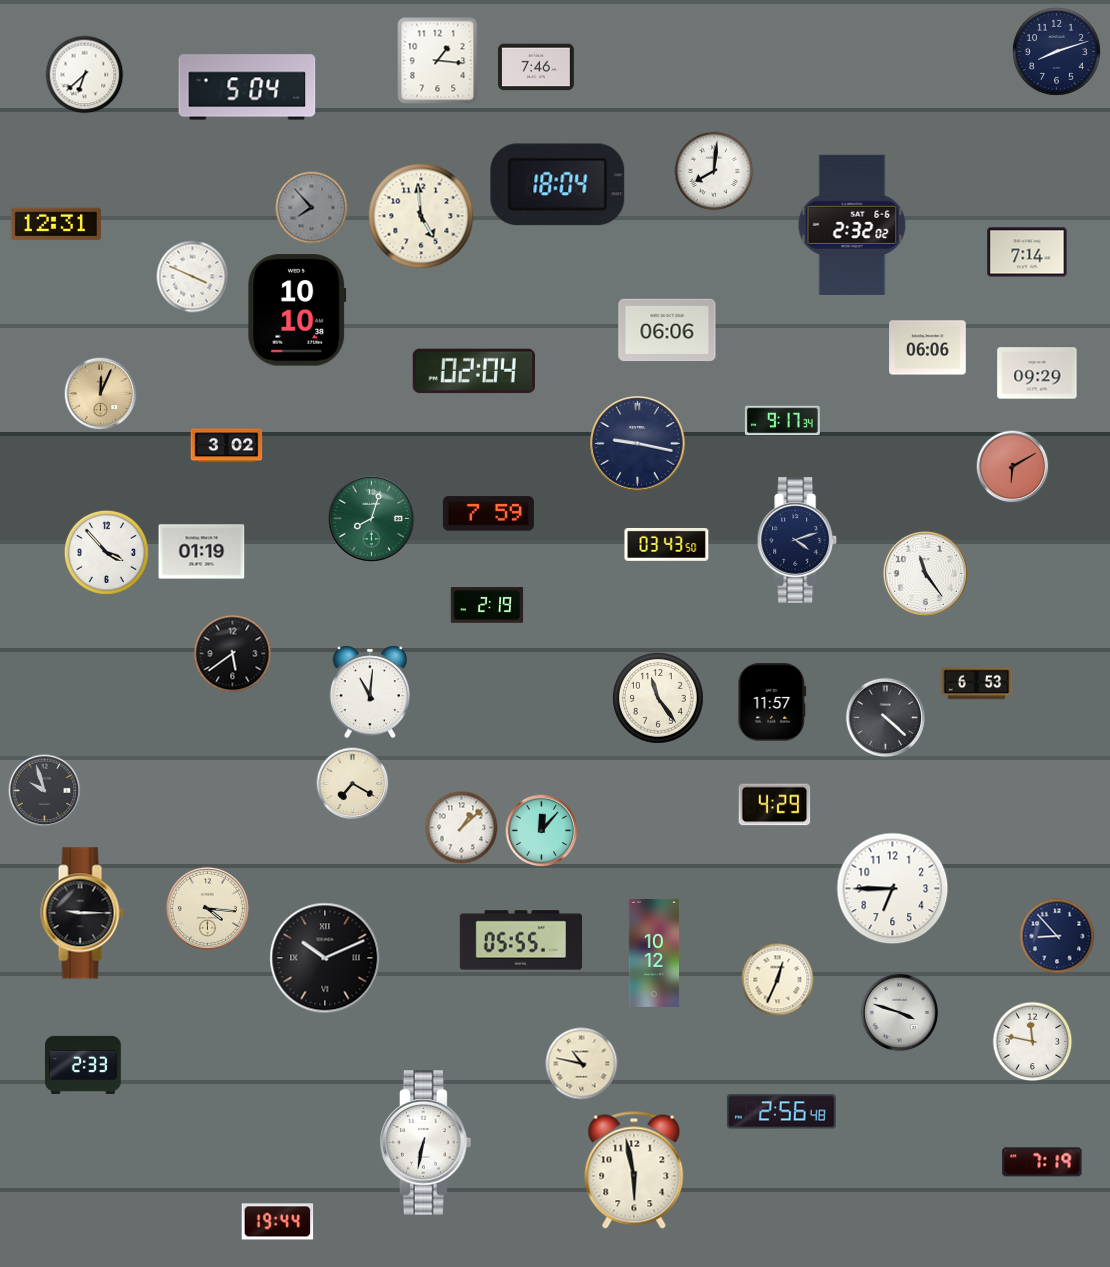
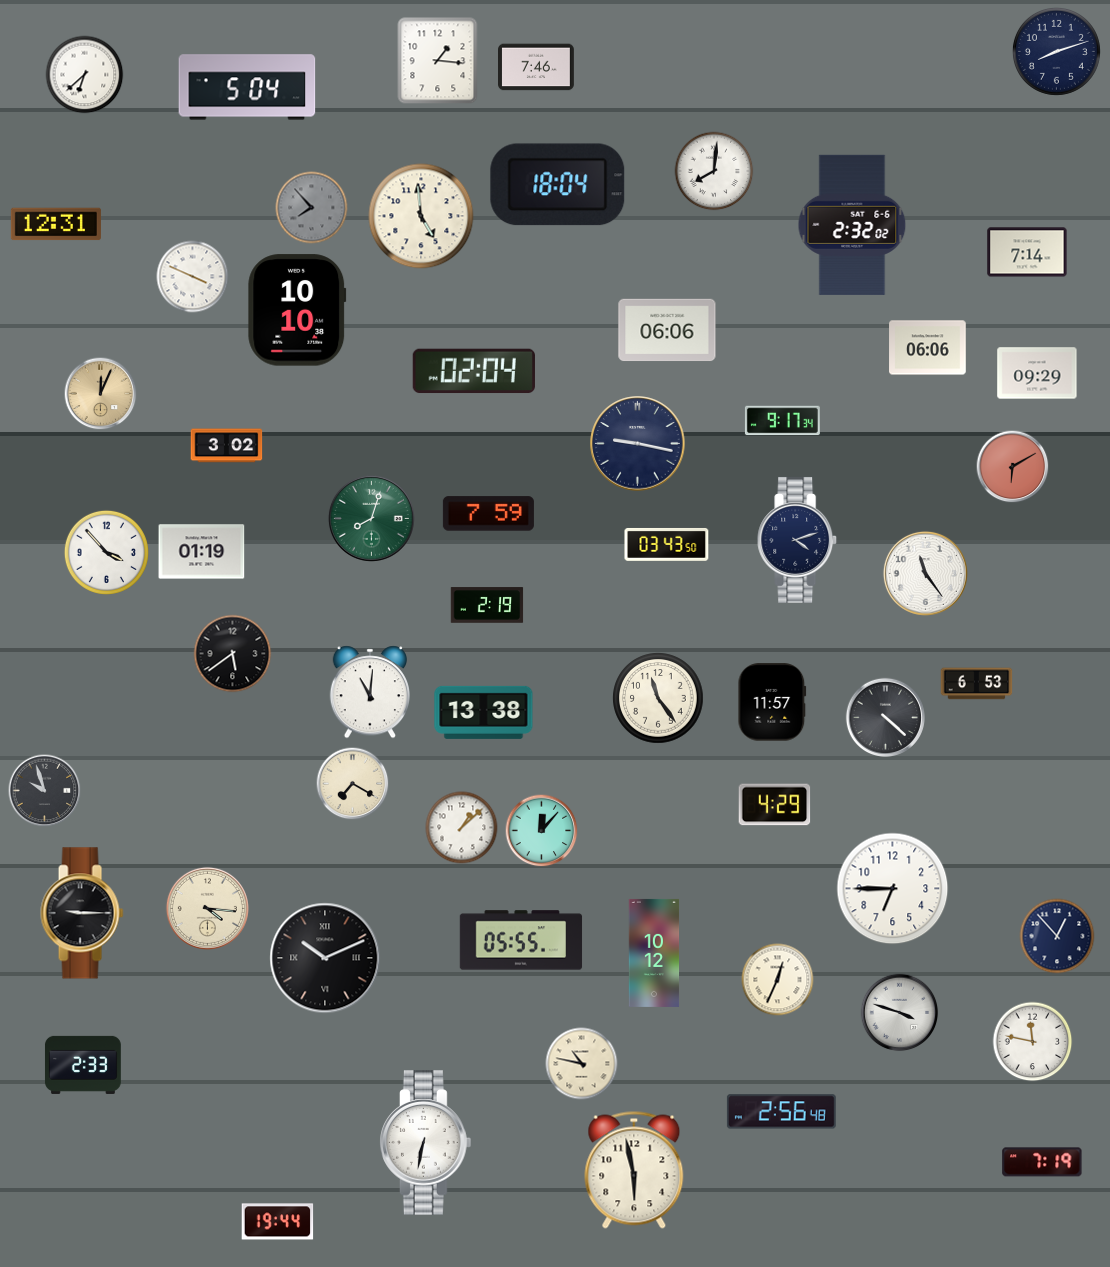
clock at (484, 712): none -> 13:38
clock at (1057, 936): 8:53 -> 12:53
